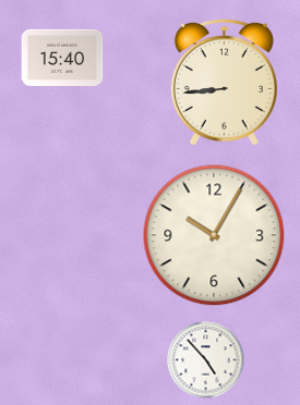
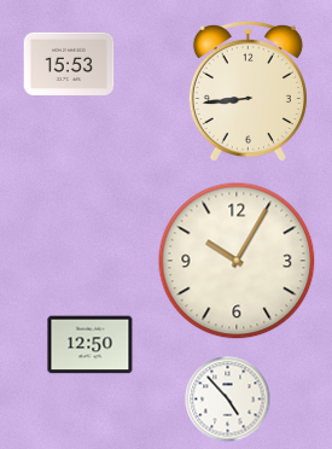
clock at (62, 58): 15:40 -> 15:53
clock at (91, 345): none -> 12:50
